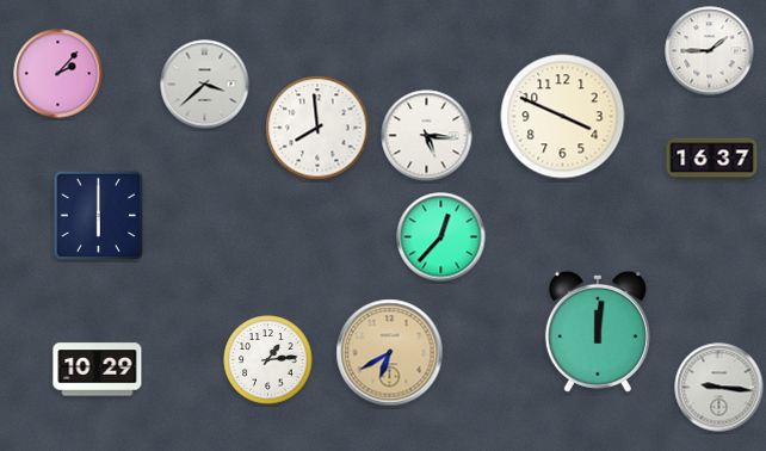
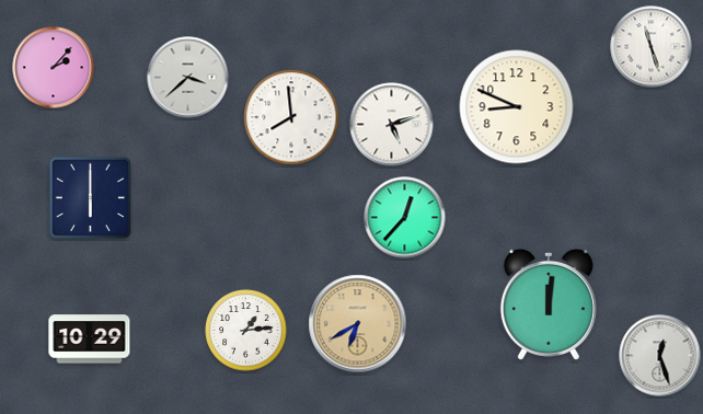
clock at (710, 51): 1:45 -> 11:27
clock at (563, 117): 3:49 -> 8:49
clock at (427, 136): 5:16 -> 5:12
clock at (712, 159): 16:37 -> none
clock at (719, 388): 9:16 -> 12:27
